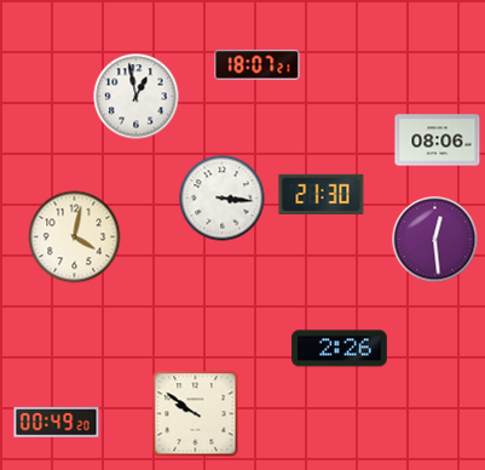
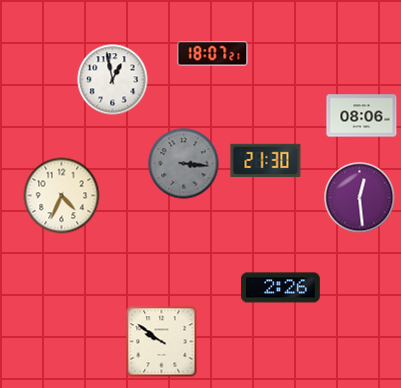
clock at (223, 199) dial: white -> grey
clock at (75, 237): 4:02 -> 4:34
clock at (57, 422): 00:49 -> none
